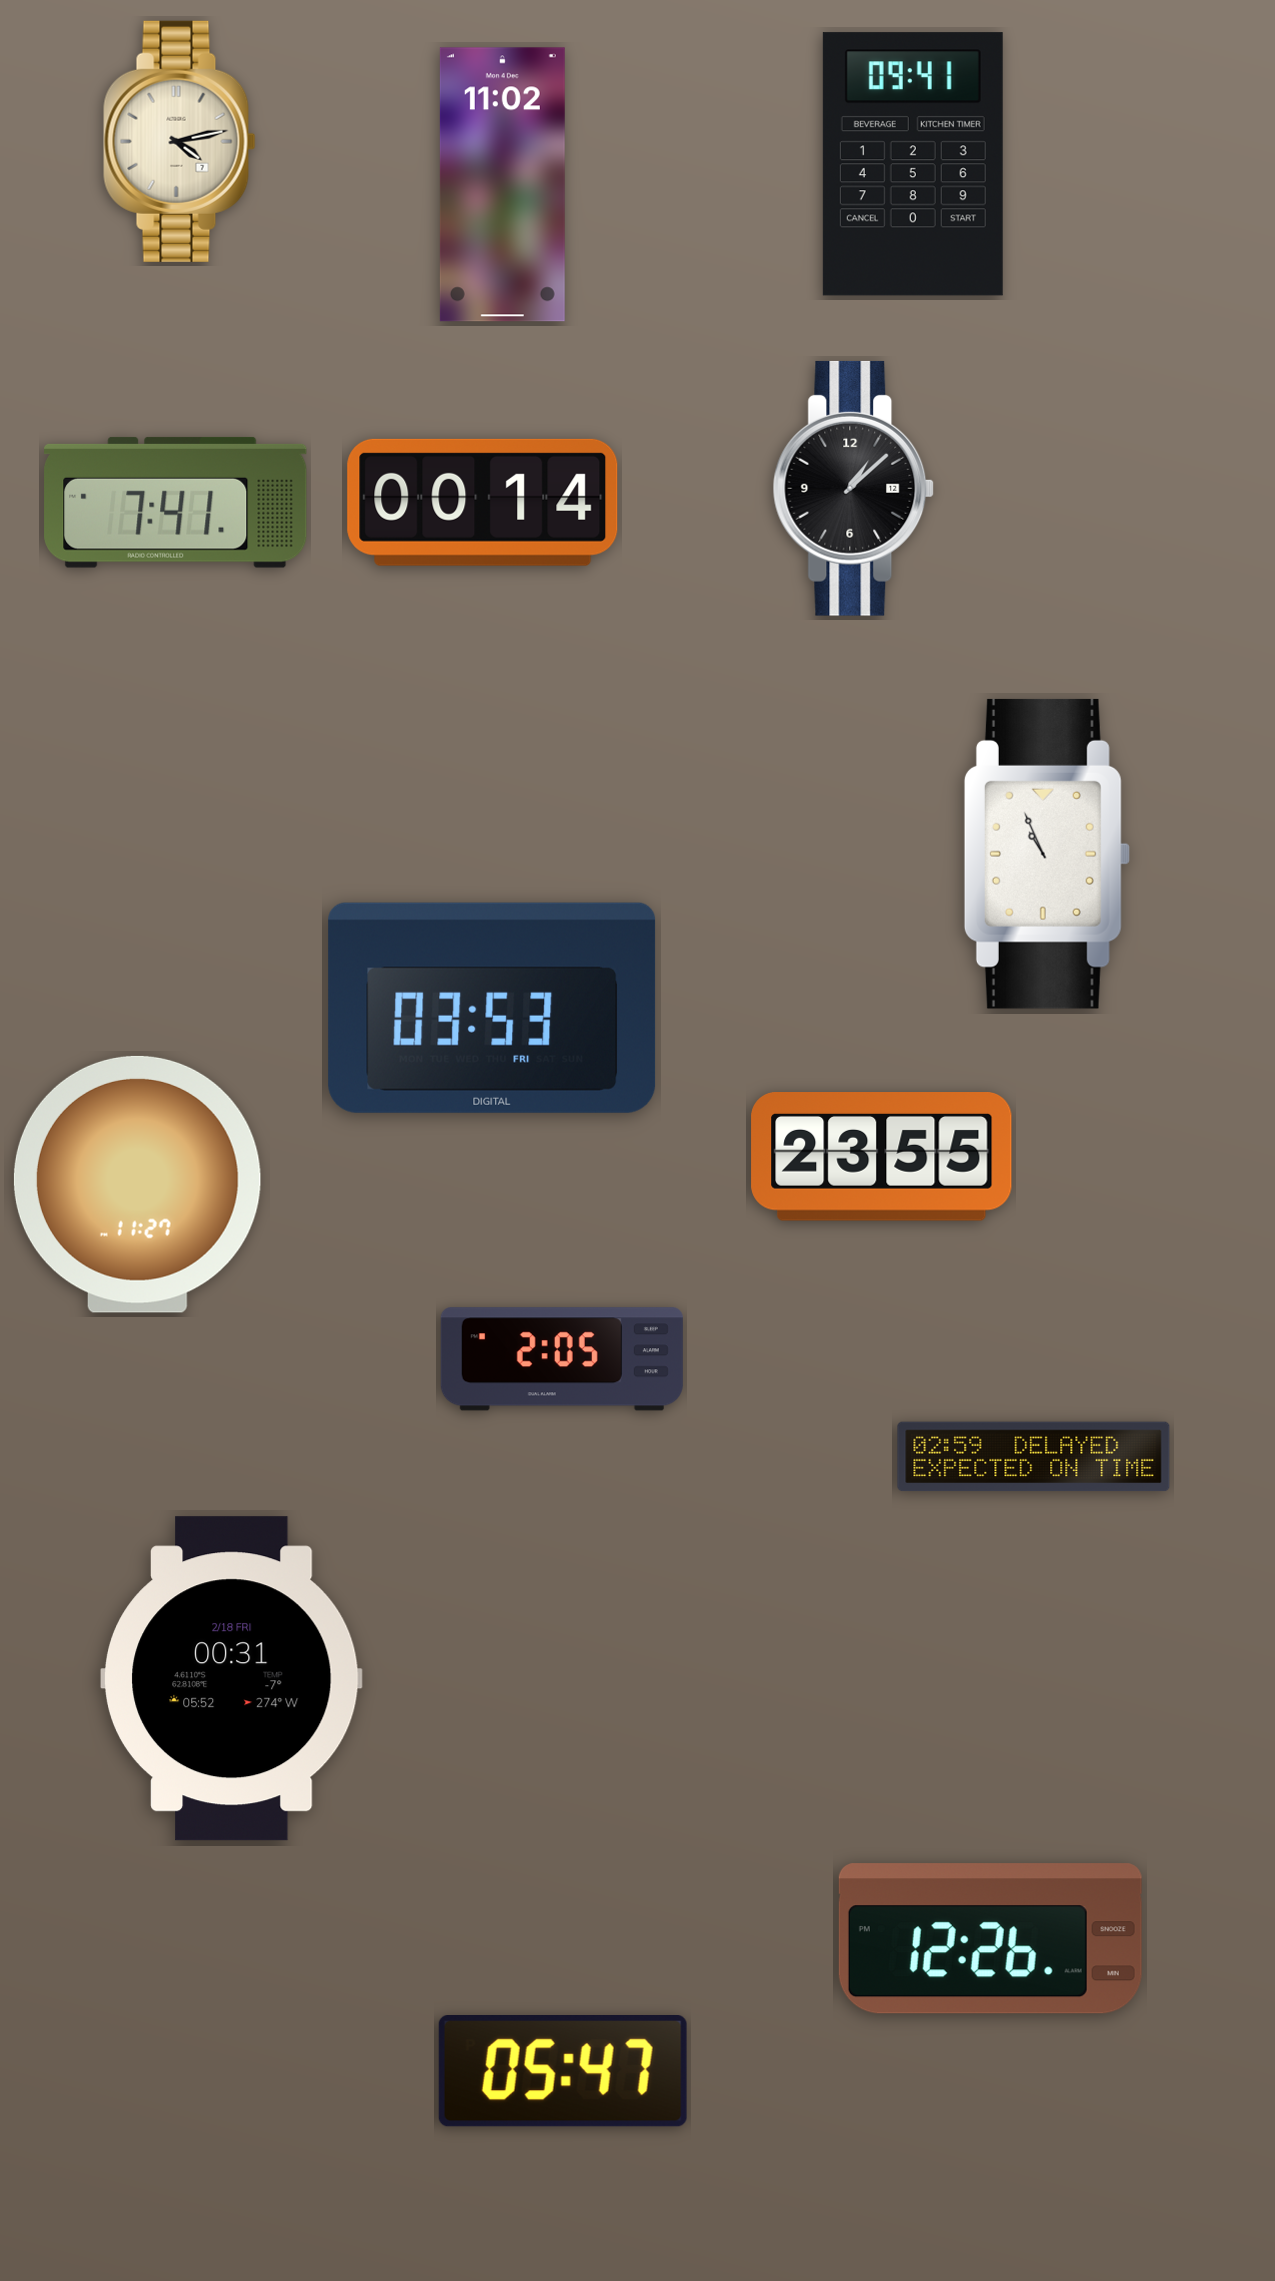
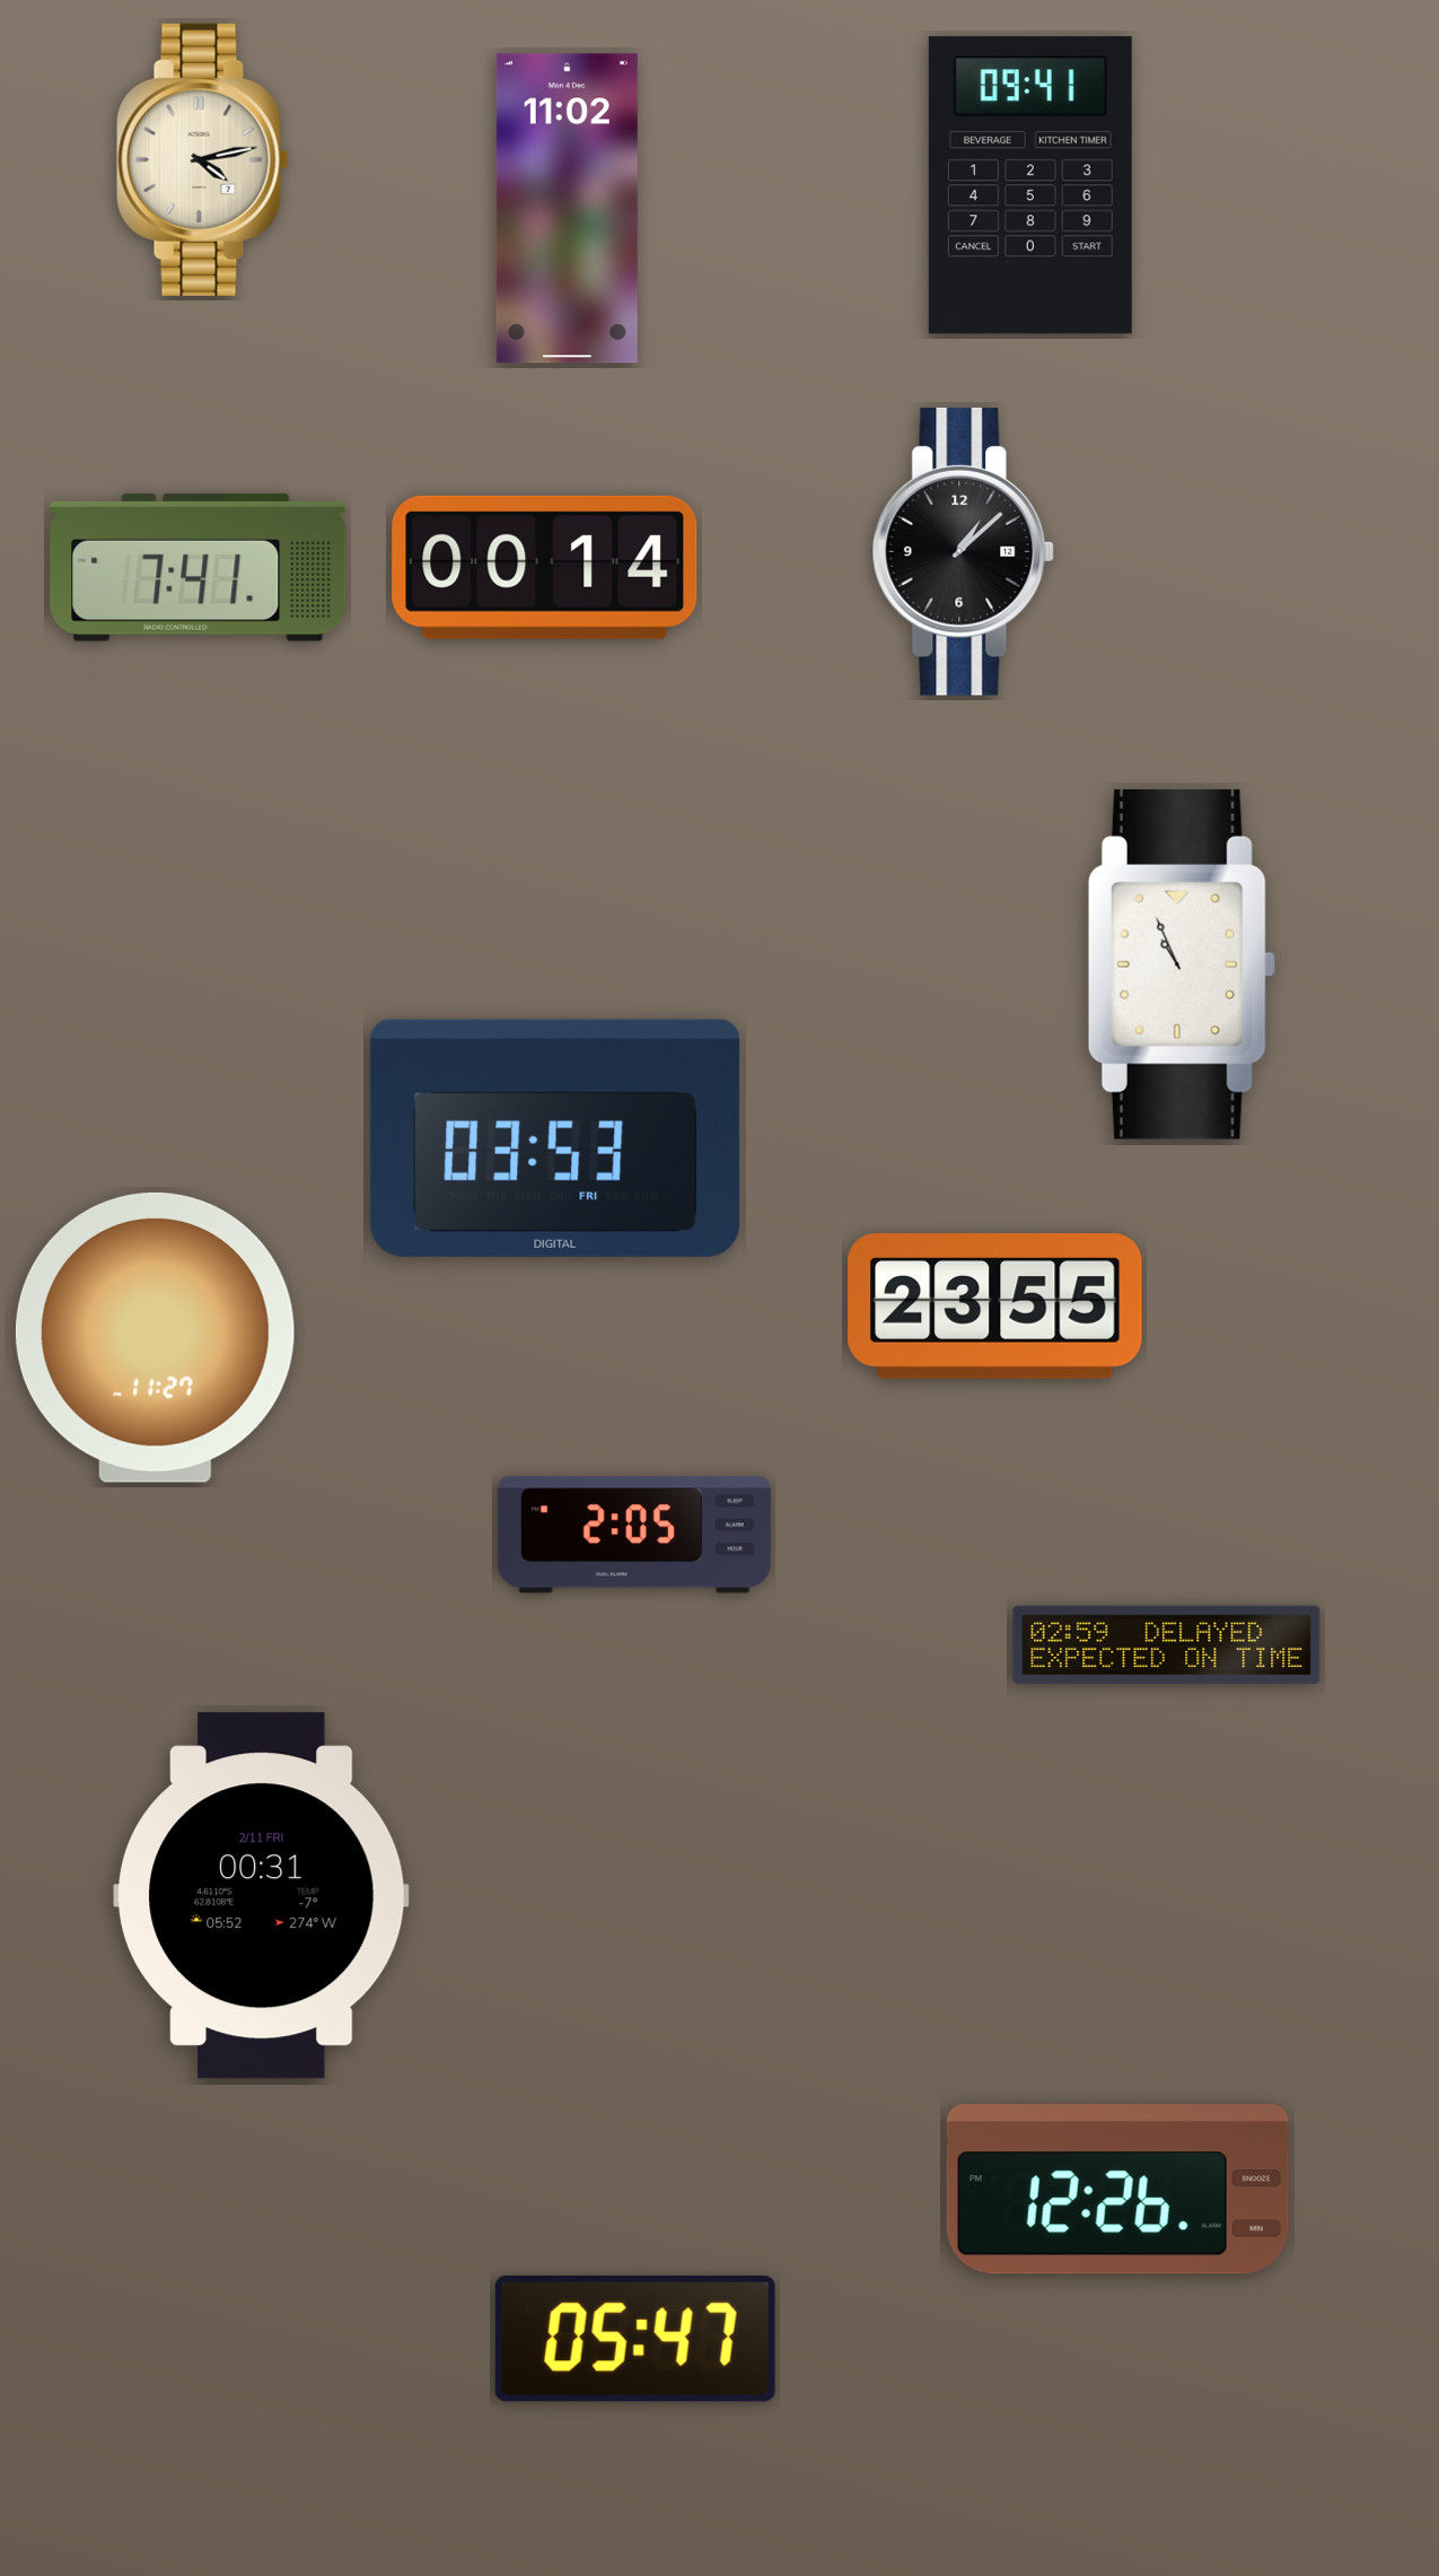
clock at (231, 1679) date: 2/18 FRI -> 2/11 FRI
